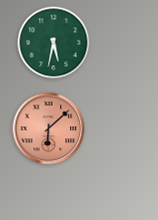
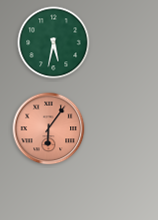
clock at (49, 129): 6:08 -> 6:06
